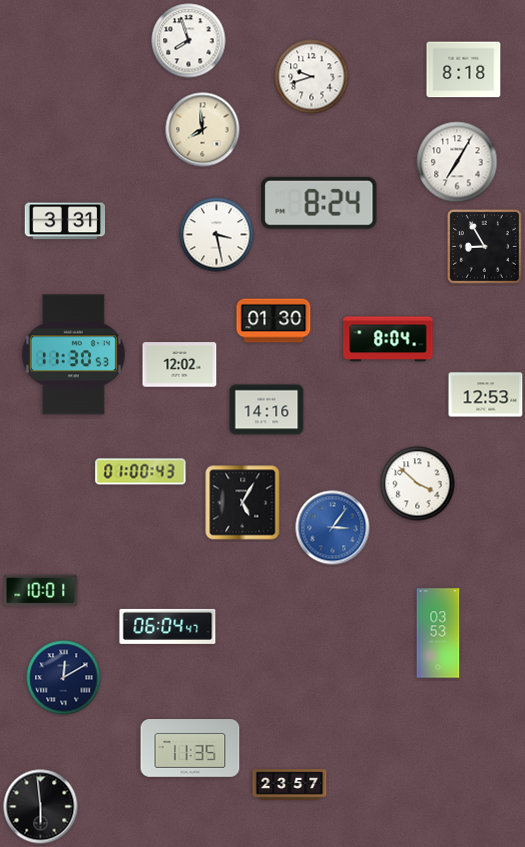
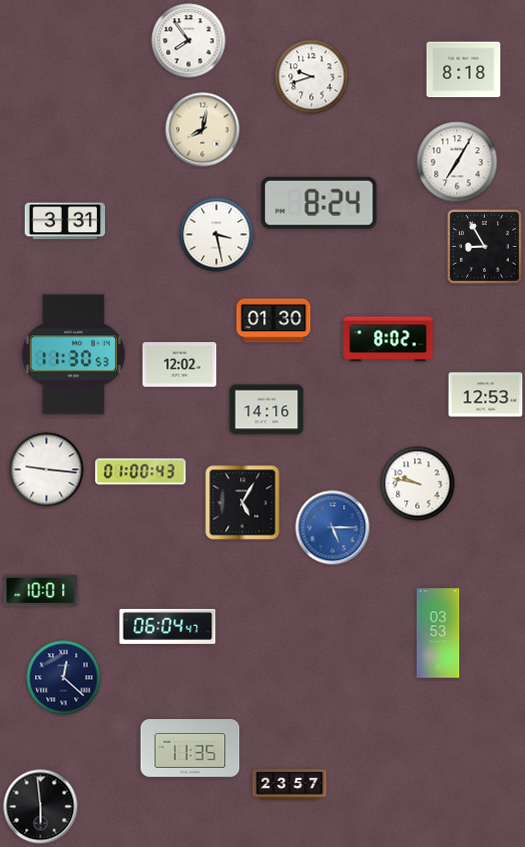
clock at (189, 41): 7:57 -> 7:54
clock at (203, 130): 7:59 -> 8:02
clock at (388, 339): 8:04 -> 8:02
clock at (47, 470): none -> 9:16
clock at (418, 484): 3:52 -> 9:47
clock at (333, 528): 3:06 -> 5:15
clock at (64, 678): 12:10 -> 12:22
